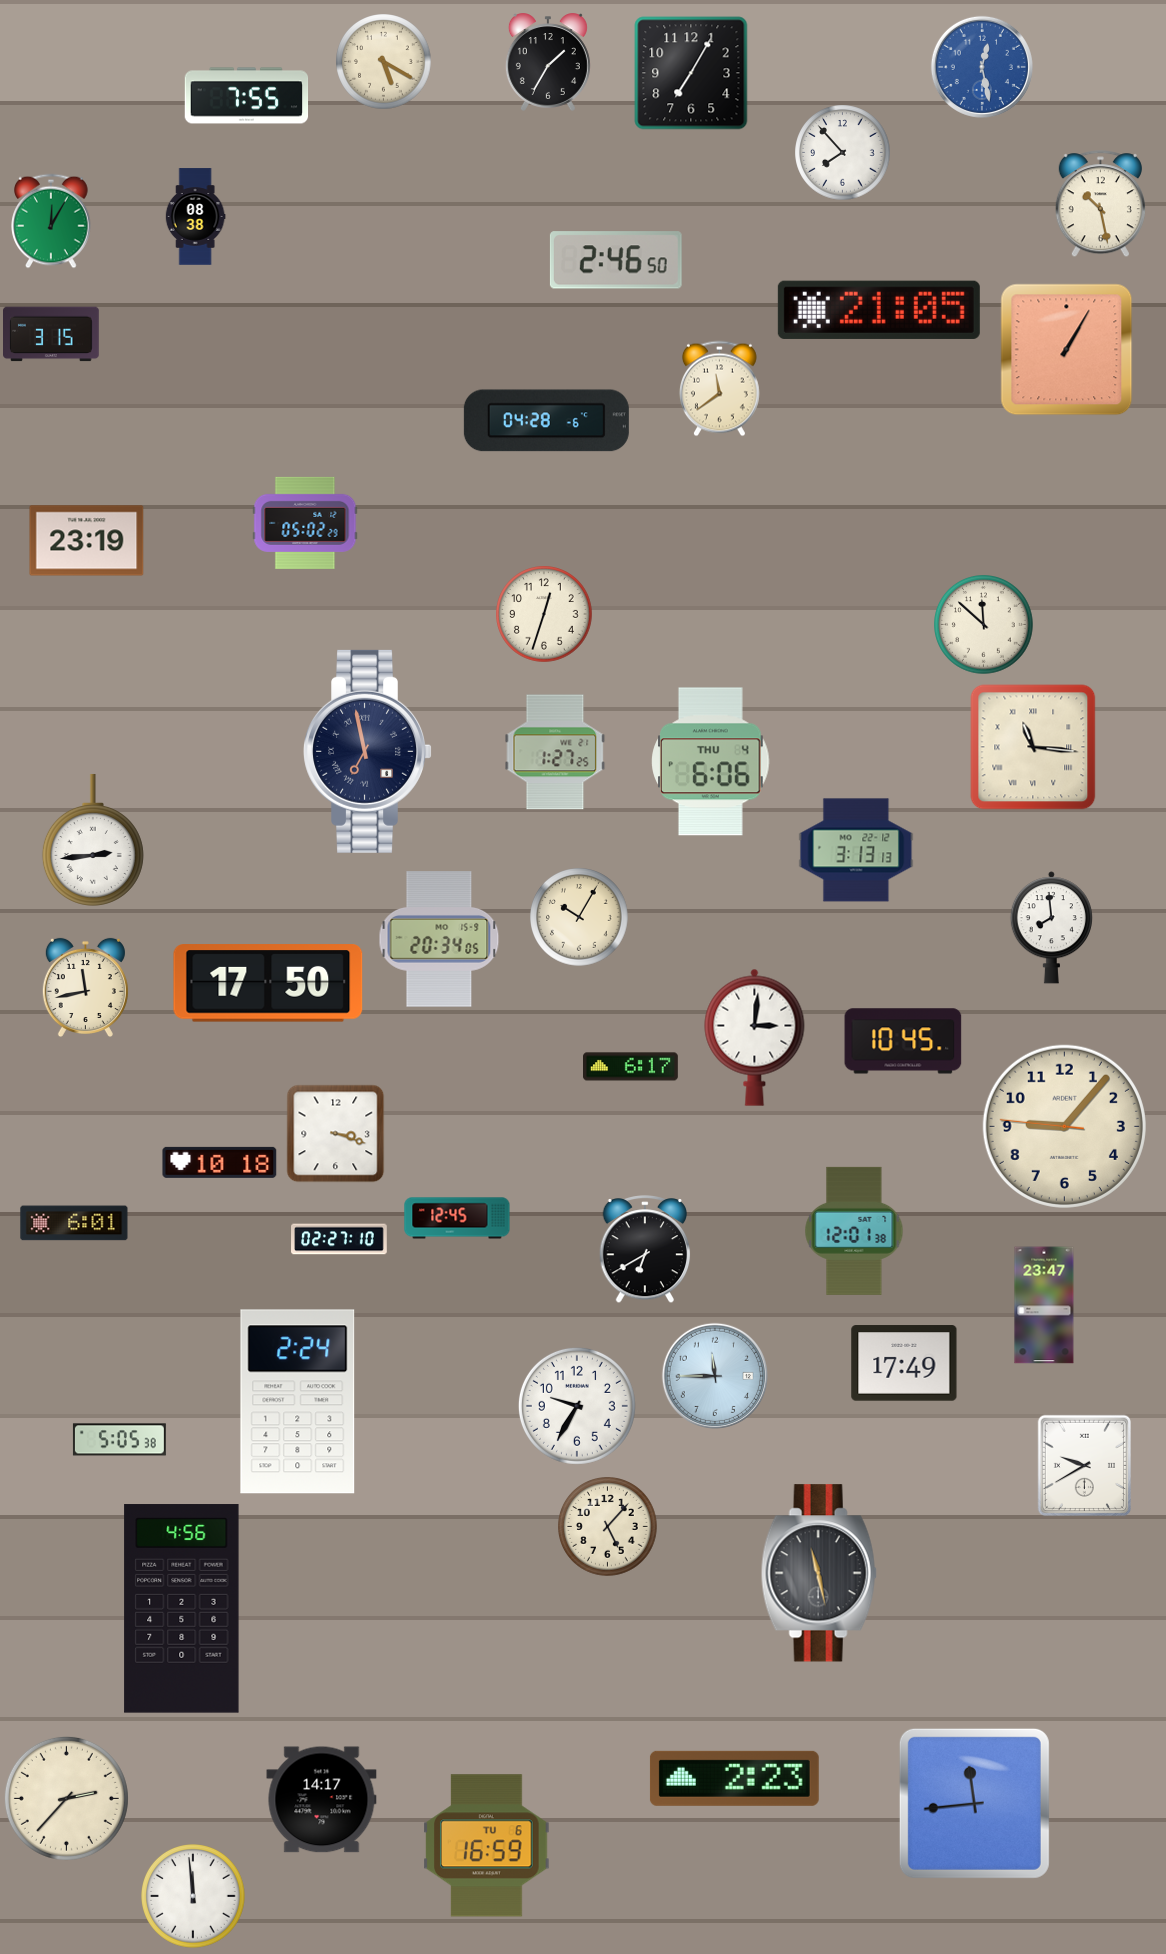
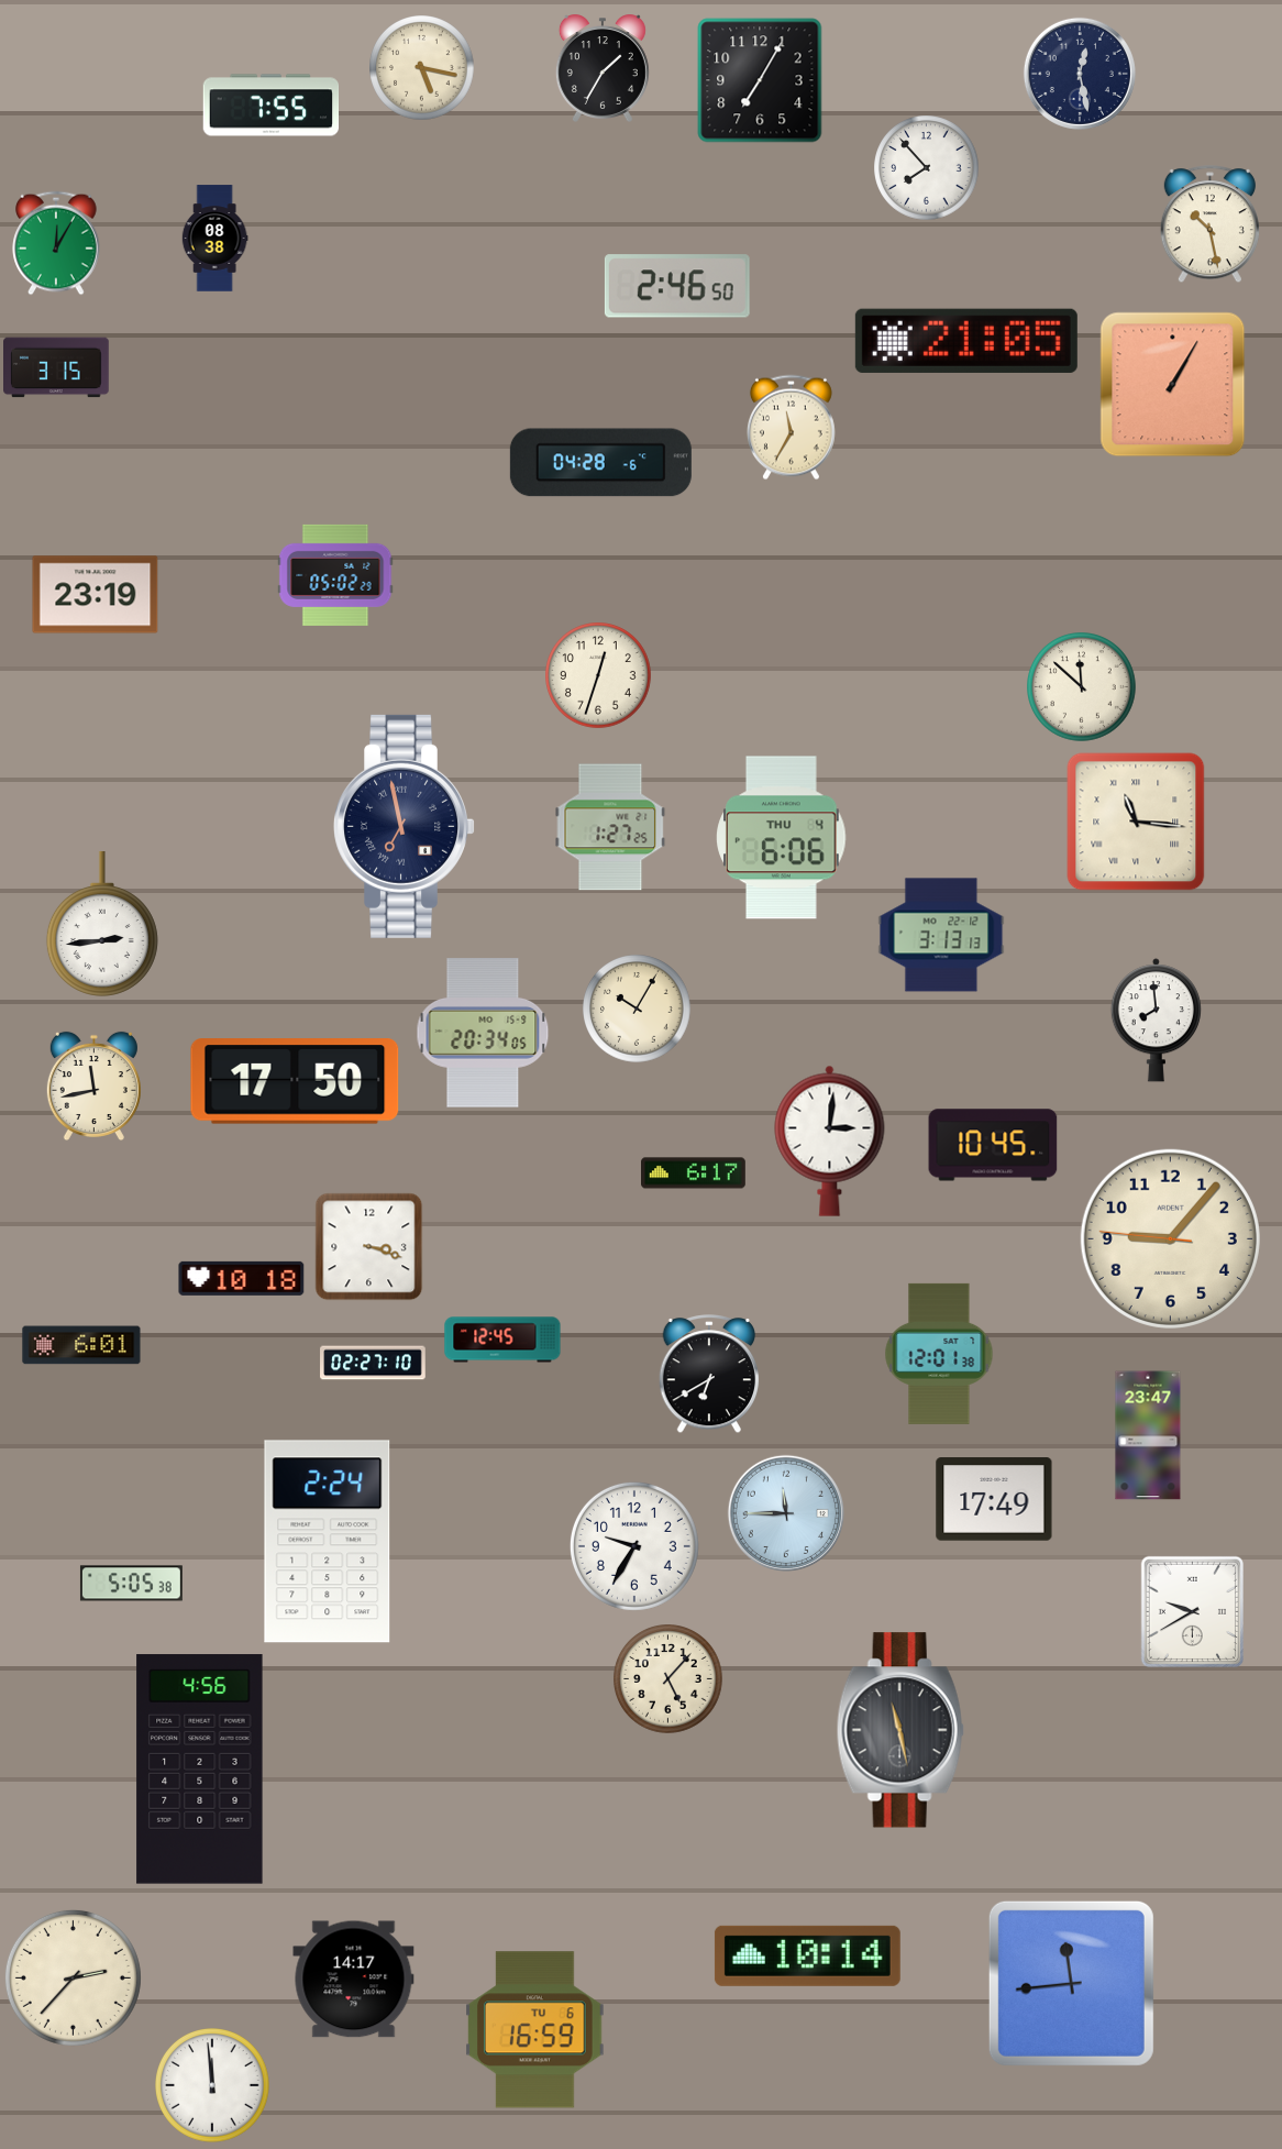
clock at (384, 62): 5:20 -> 5:17
clock at (982, 67) dial: blue -> navy
clock at (719, 389): 11:39 -> 11:35
clock at (734, 1778): 2:23 -> 10:14
